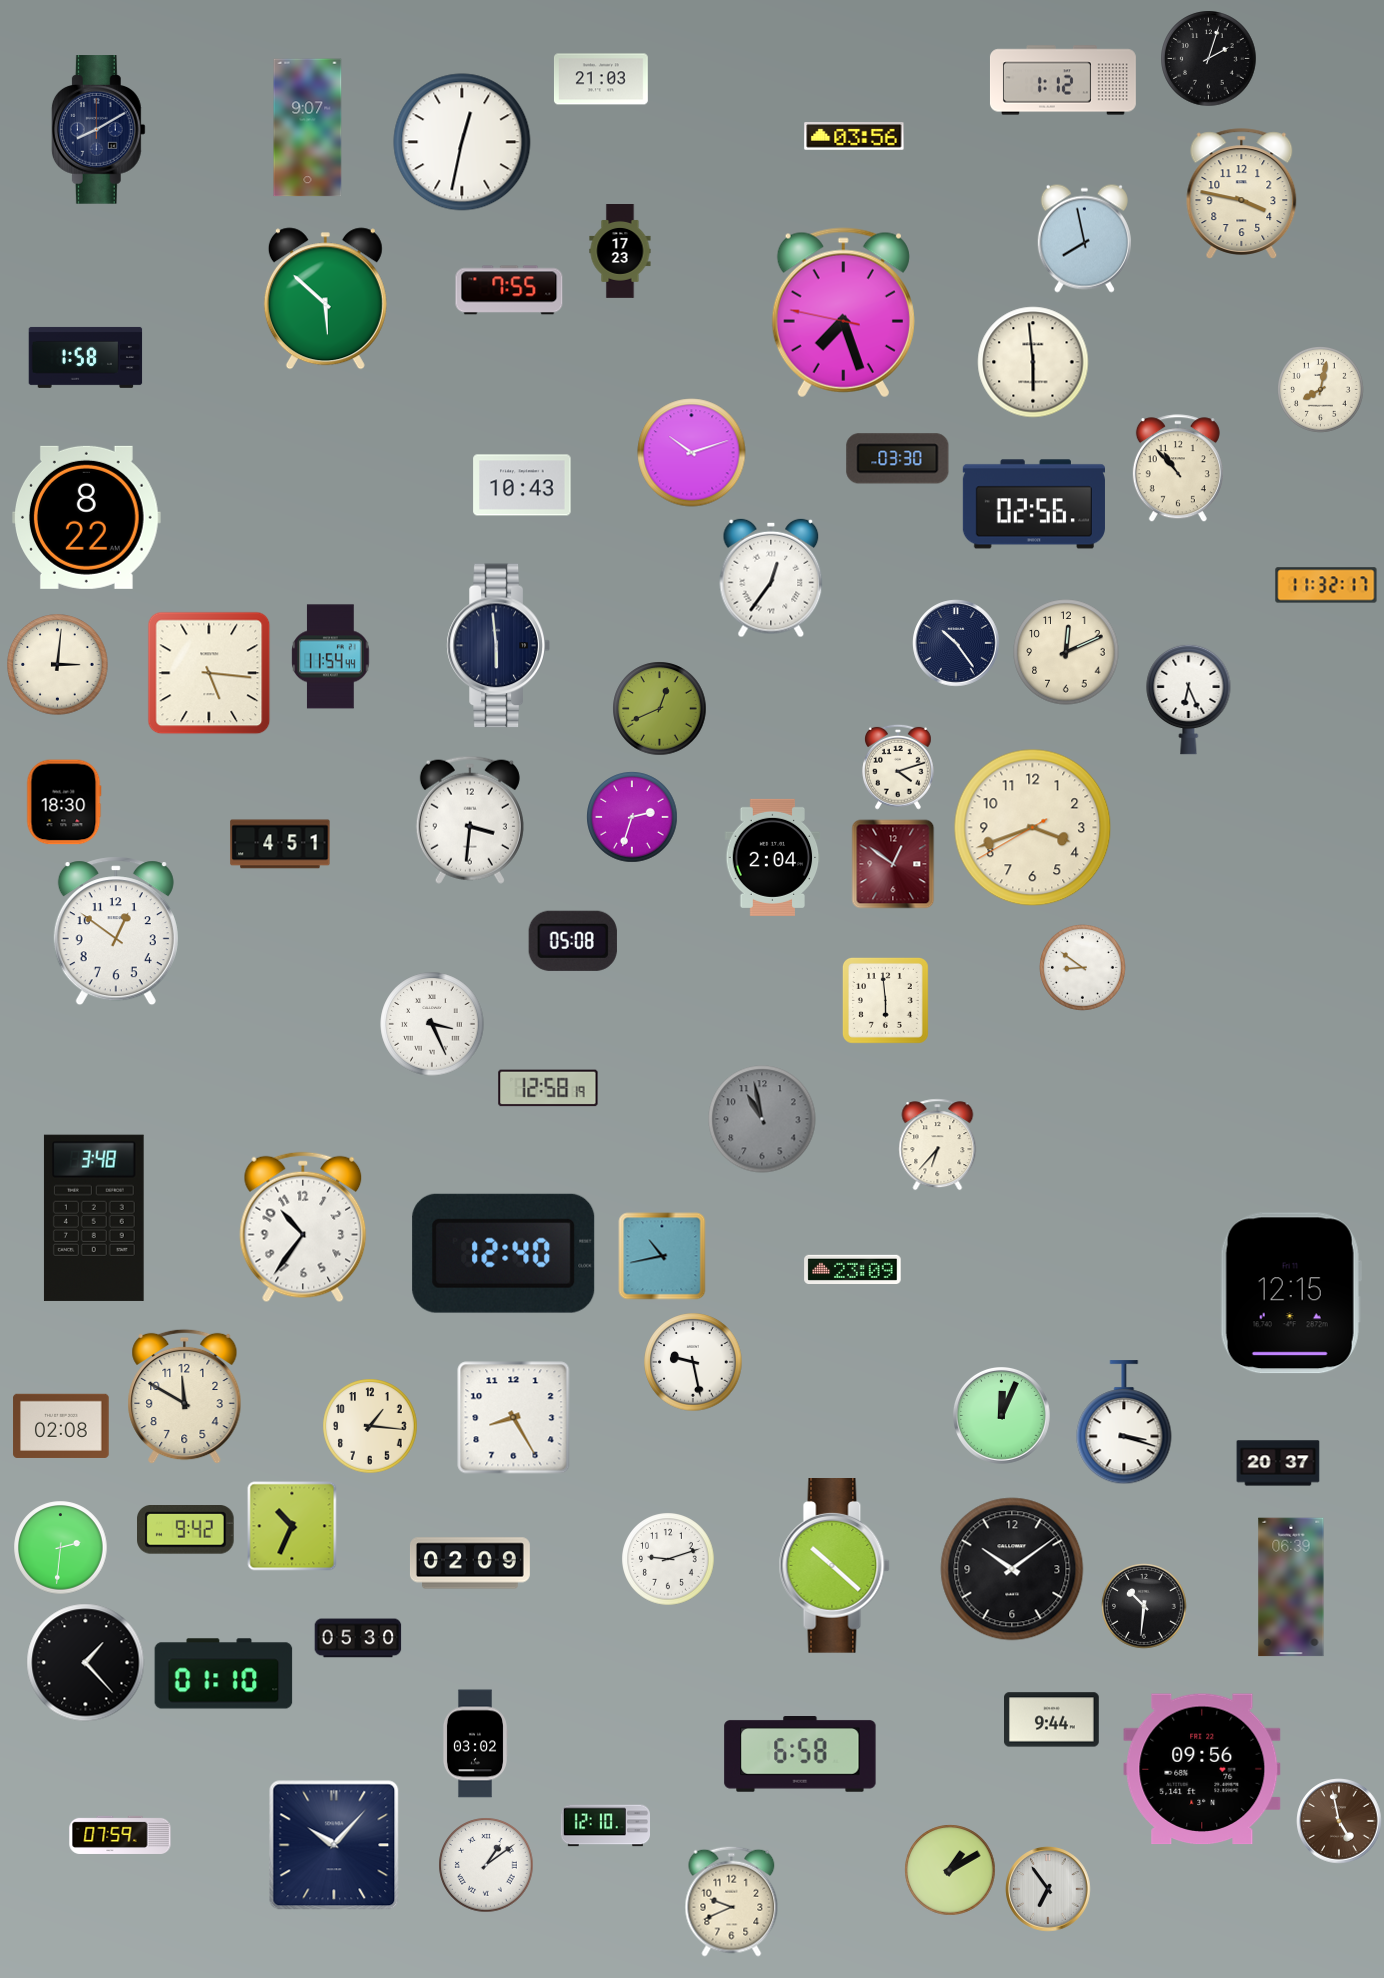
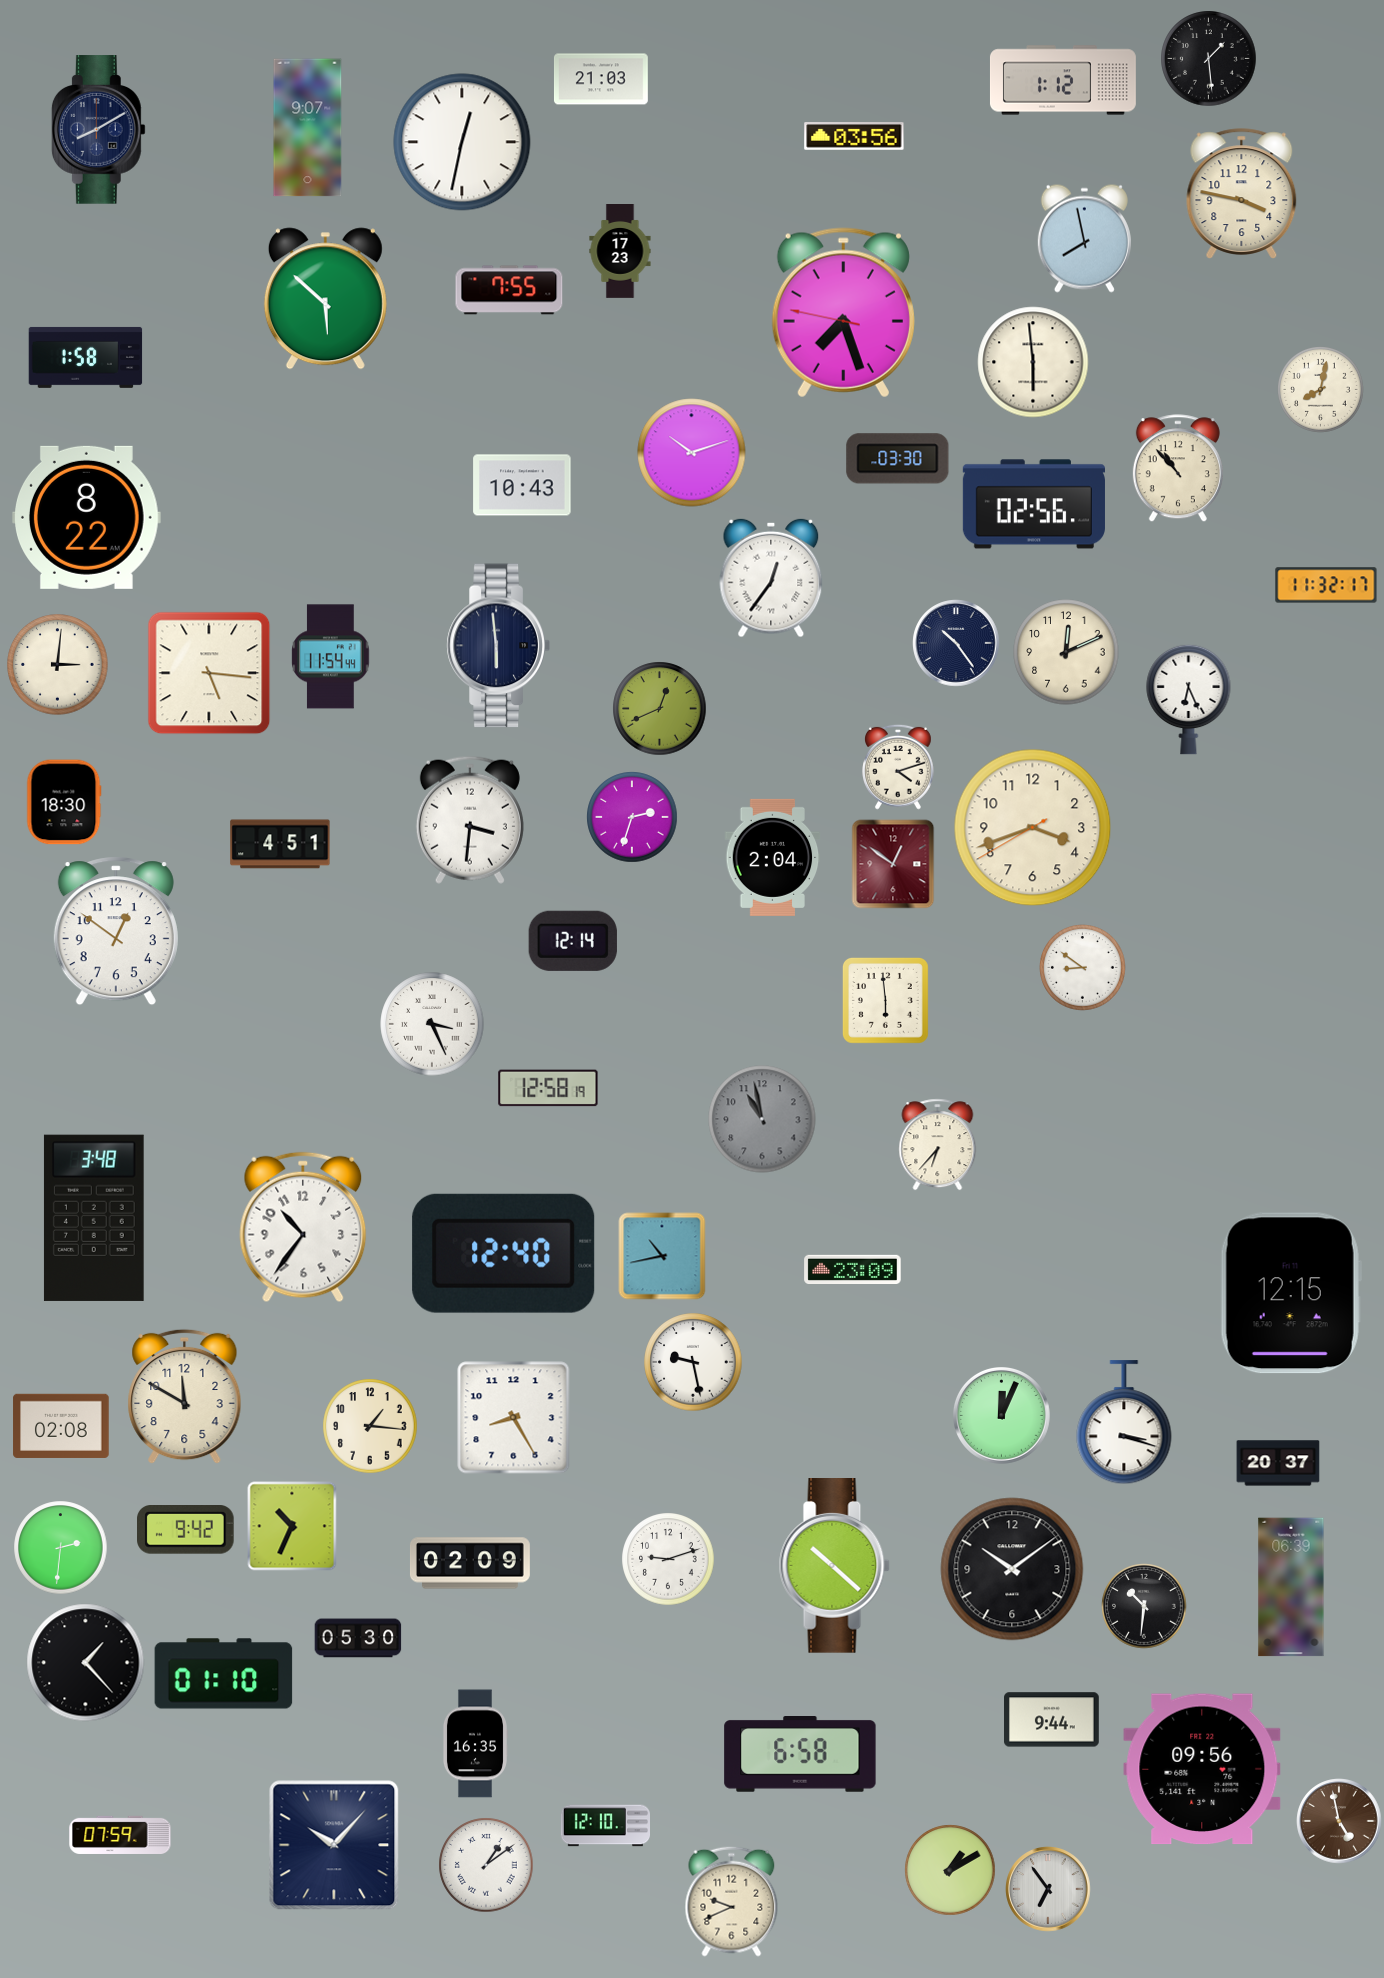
clock at (1209, 59): 2:03 -> 1:29
clock at (573, 941): 05:08 -> 12:14
clock at (475, 1744): 03:02 -> 16:35
